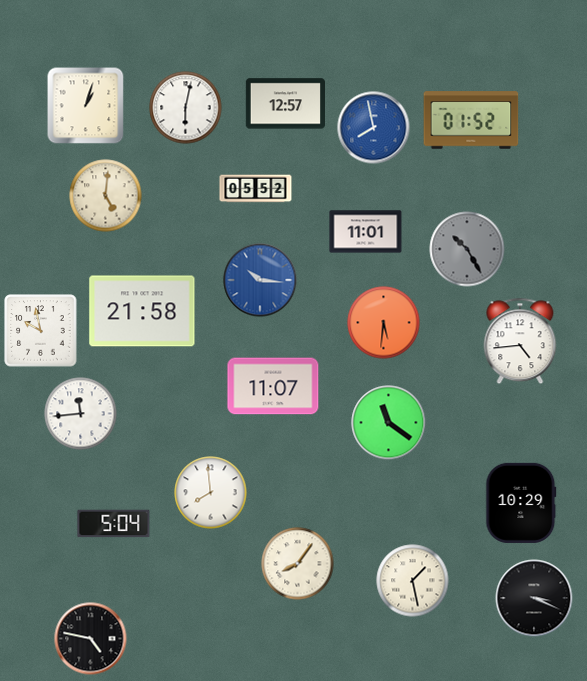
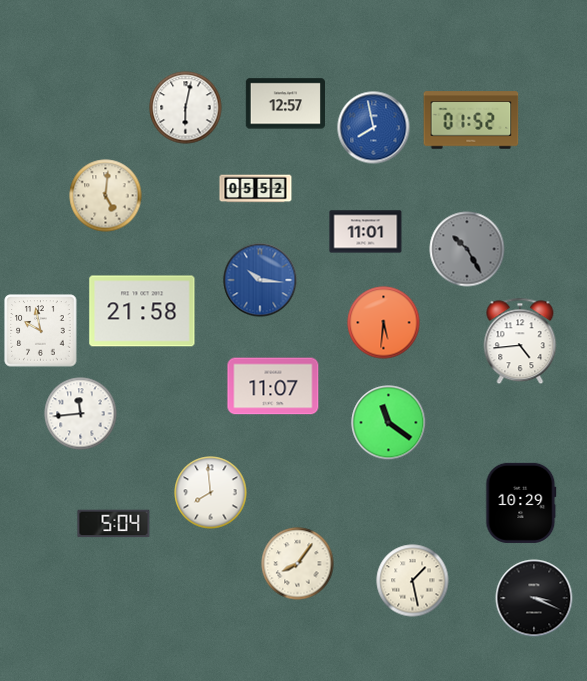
clock at (86, 106): 1:03 -> none
clock at (91, 639): 4:47 -> none
